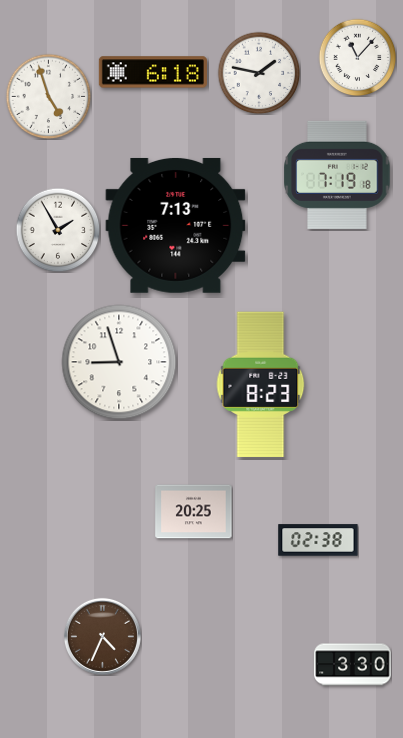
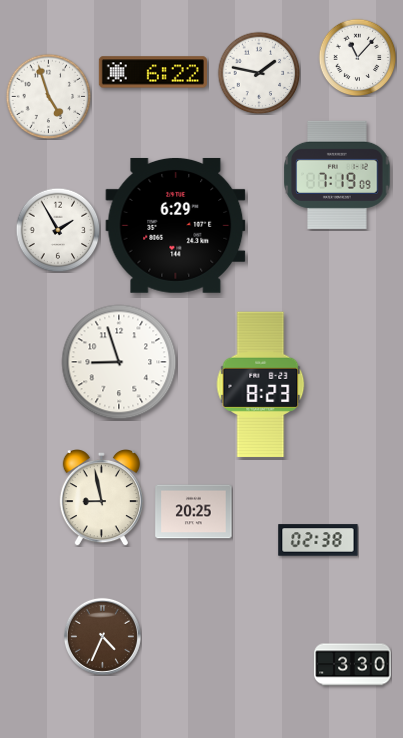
clock at (153, 72): 6:18 -> 6:22
clock at (337, 175): 7:19:18 -> 7:19:09
clock at (176, 226): 7:13 -> 6:29
clock at (101, 498): none -> 8:58
